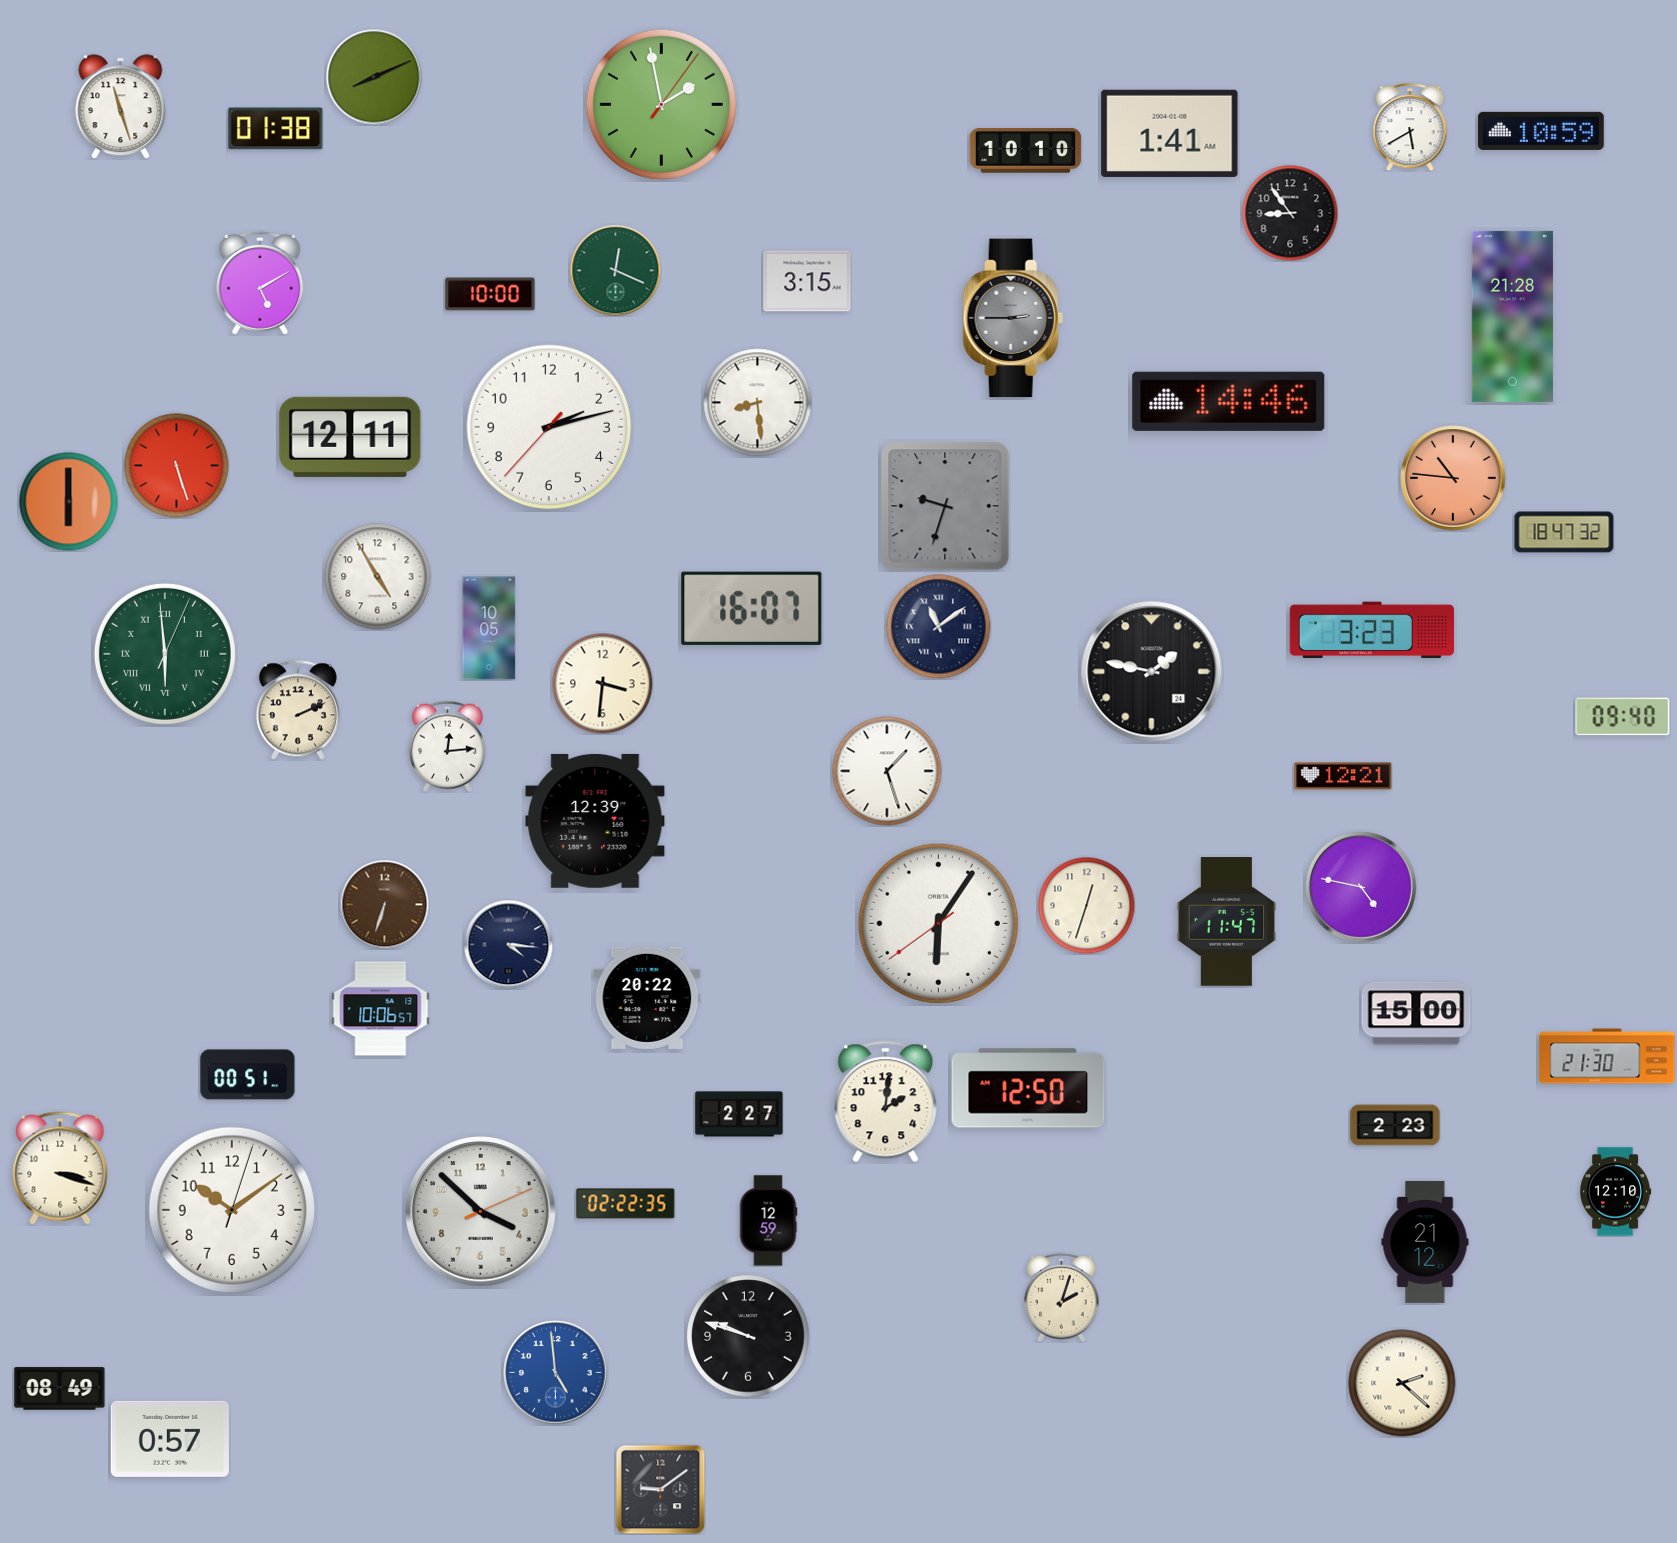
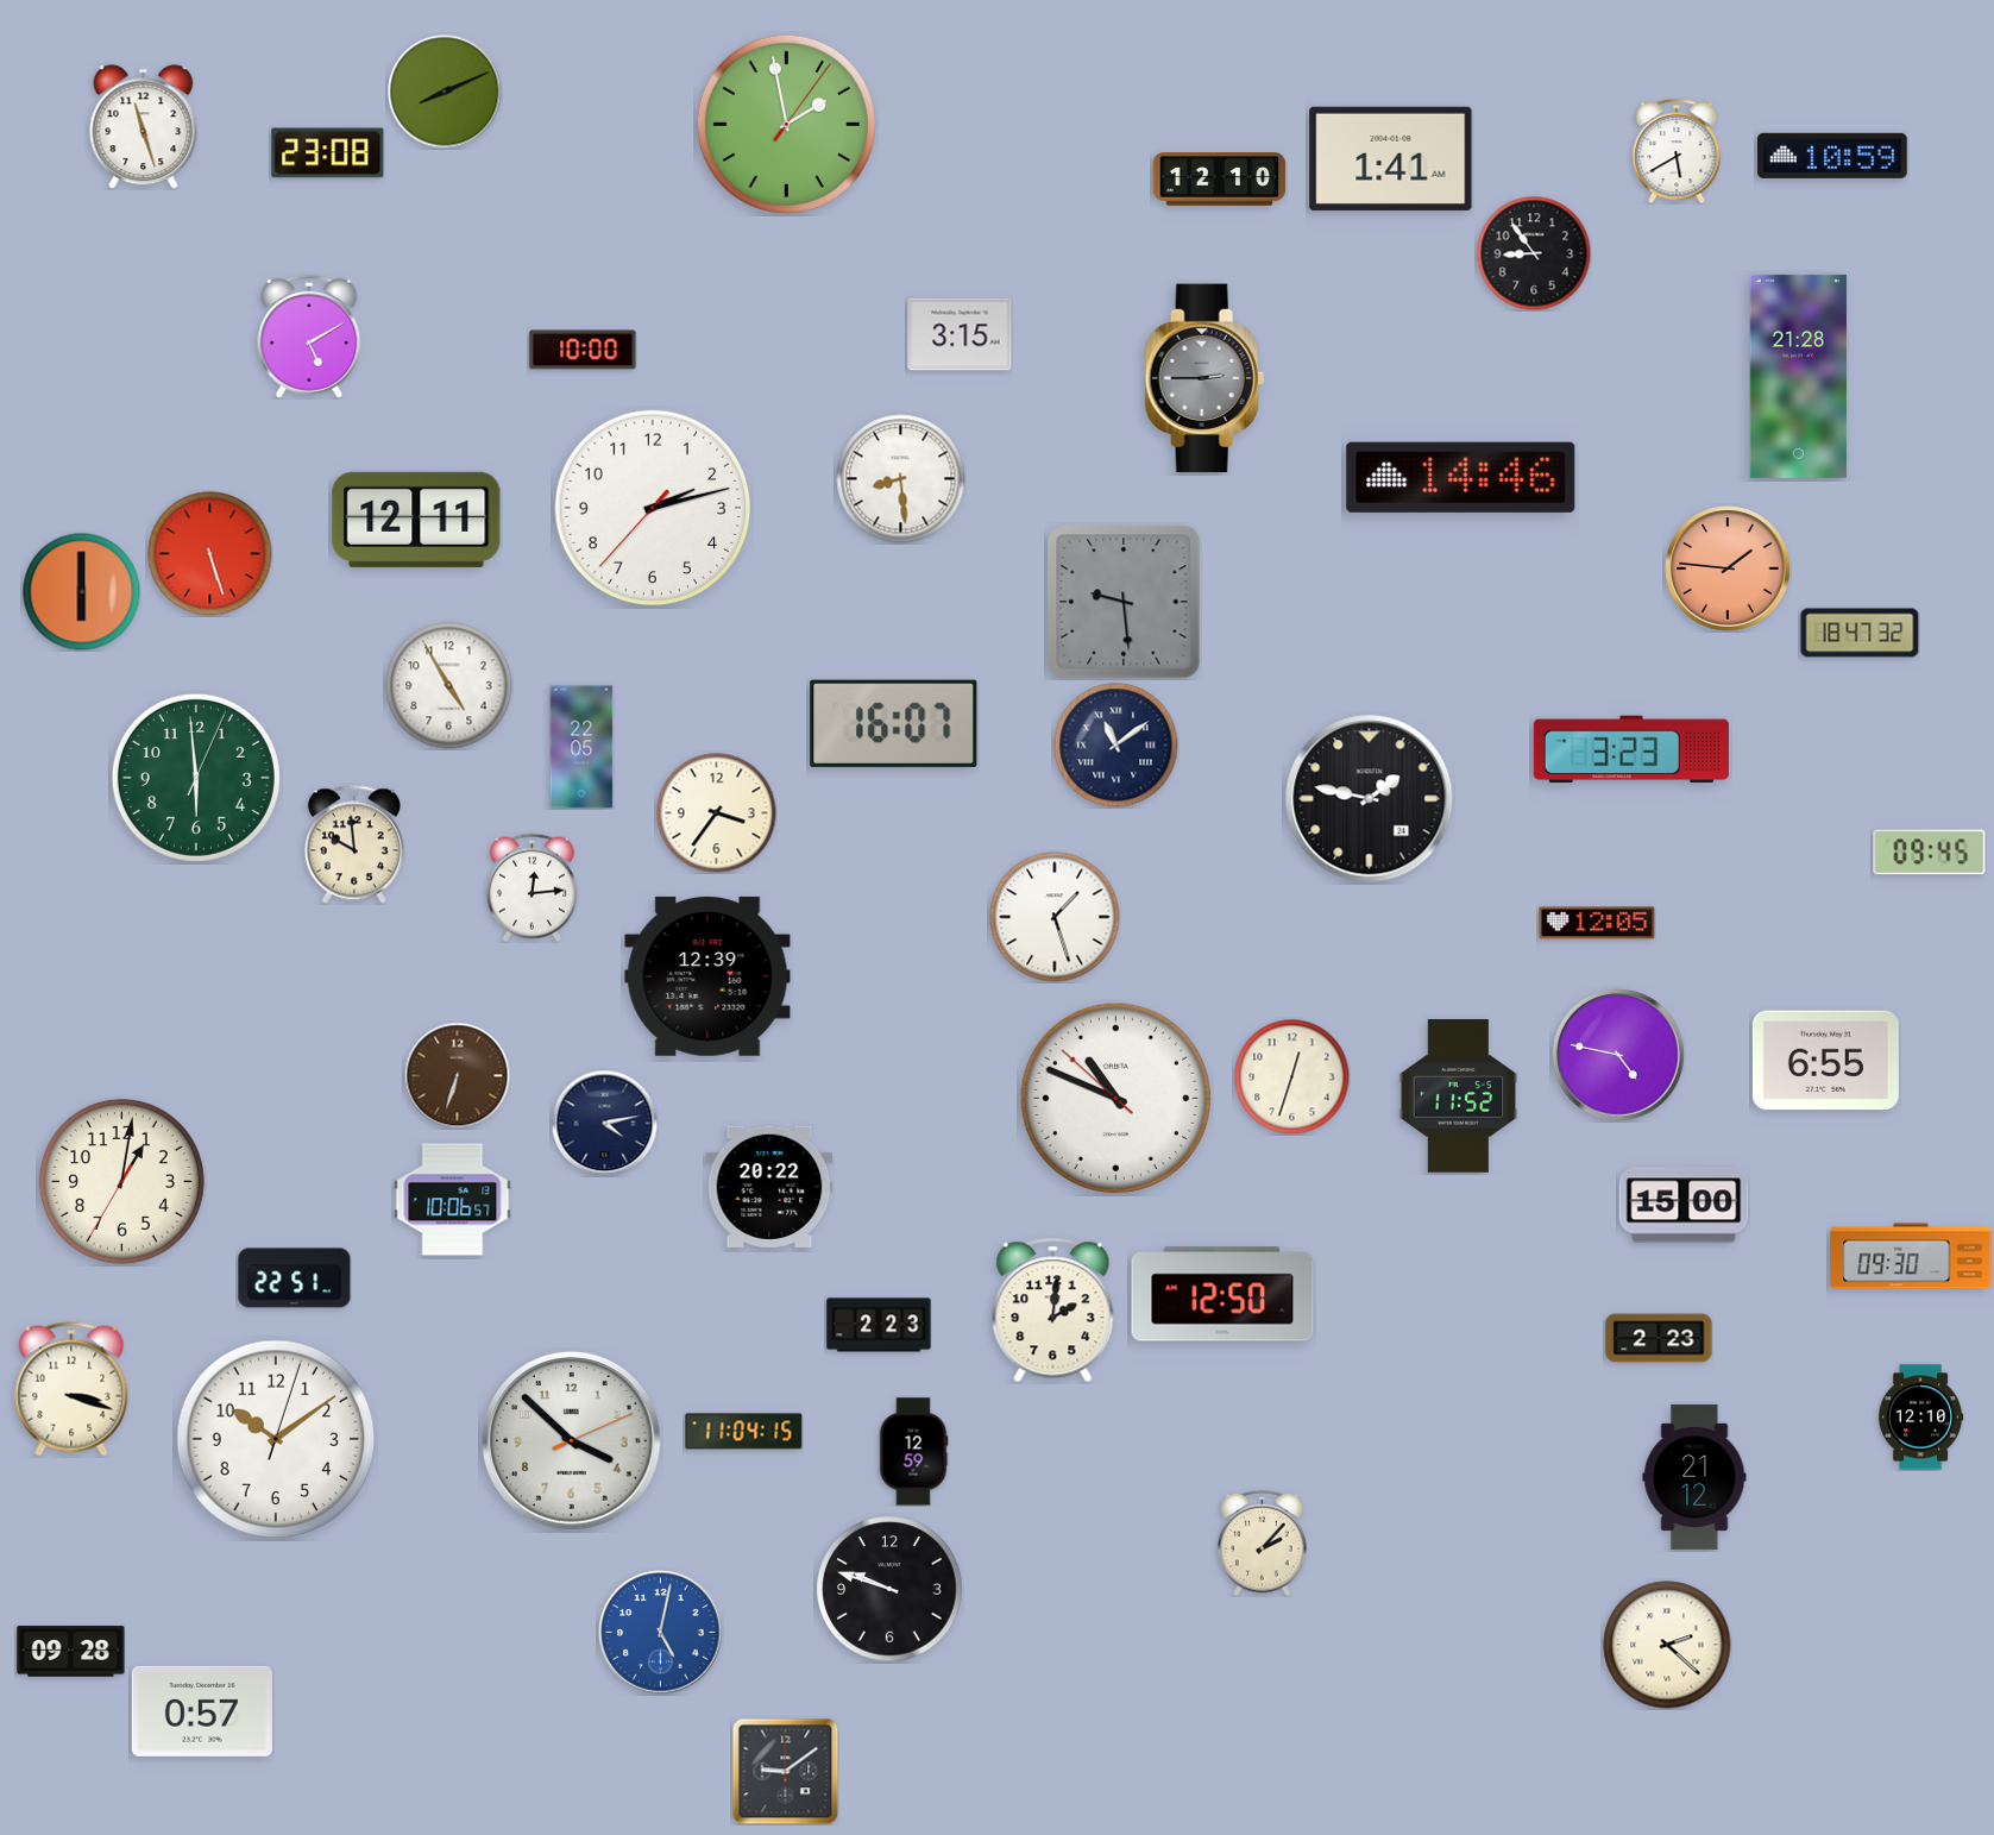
clock at (276, 129): 01:38 -> 23:08
clock at (1026, 151): 10:10 -> 12:10
clock at (615, 270): 12:19 -> none
clock at (1453, 478): 10:46 -> 1:46
clock at (69, 502) position: (69, 502) -> (82, 592)
clock at (945, 506): 9:33 -> 9:29
clock at (489, 628): 10:05 -> 22:05
clock at (165, 654) numerals: Roman -> Arabic
clock at (603, 684): 3:31 -> 3:36
clock at (298, 710): 2:11 -> 9:59
clock at (1623, 717): 09:40 -> 09:45
clock at (1343, 776): 12:21 -> 12:05
clock at (1825, 1061): none -> 6:55
clock at (1227, 922): 11:47 -> 11:52
clock at (938, 923): 6:05 -> 10:48
clock at (508, 944): 4:16 -> 4:13
clock at (121, 1181): none -> 1:01
clock at (1607, 1056): 21:30 -> 09:30
clock at (248, 1075): 00:51 -> 22:51
clock at (739, 1114): 2:27 -> 2:23
clock at (626, 1204): 02:22 -> 11:04
clock at (1062, 1297): 2:03 -> 2:07
clock at (556, 1373): 4:59 -> 5:02
clock at (60, 1389): 08:49 -> 09:28
